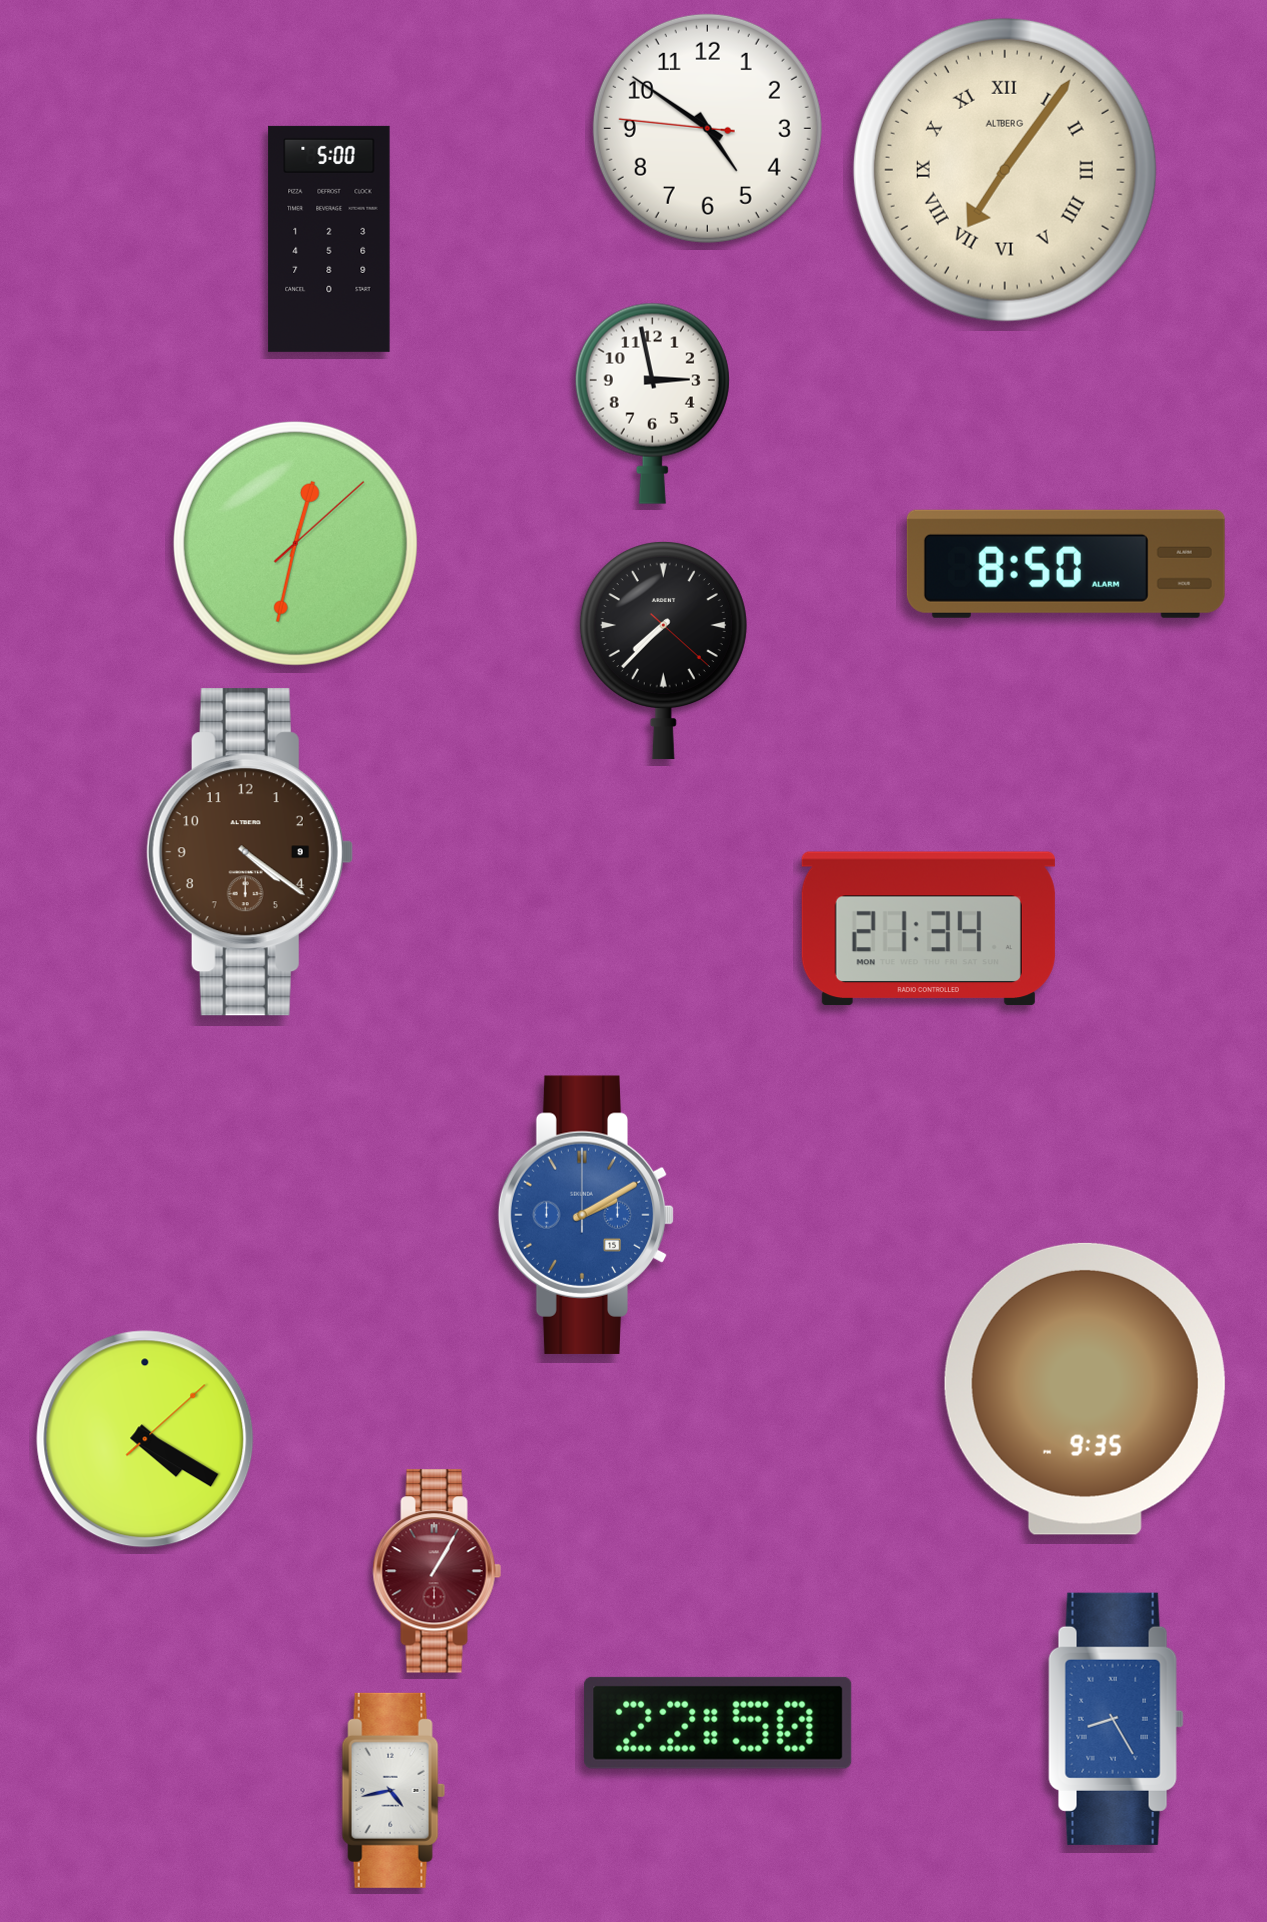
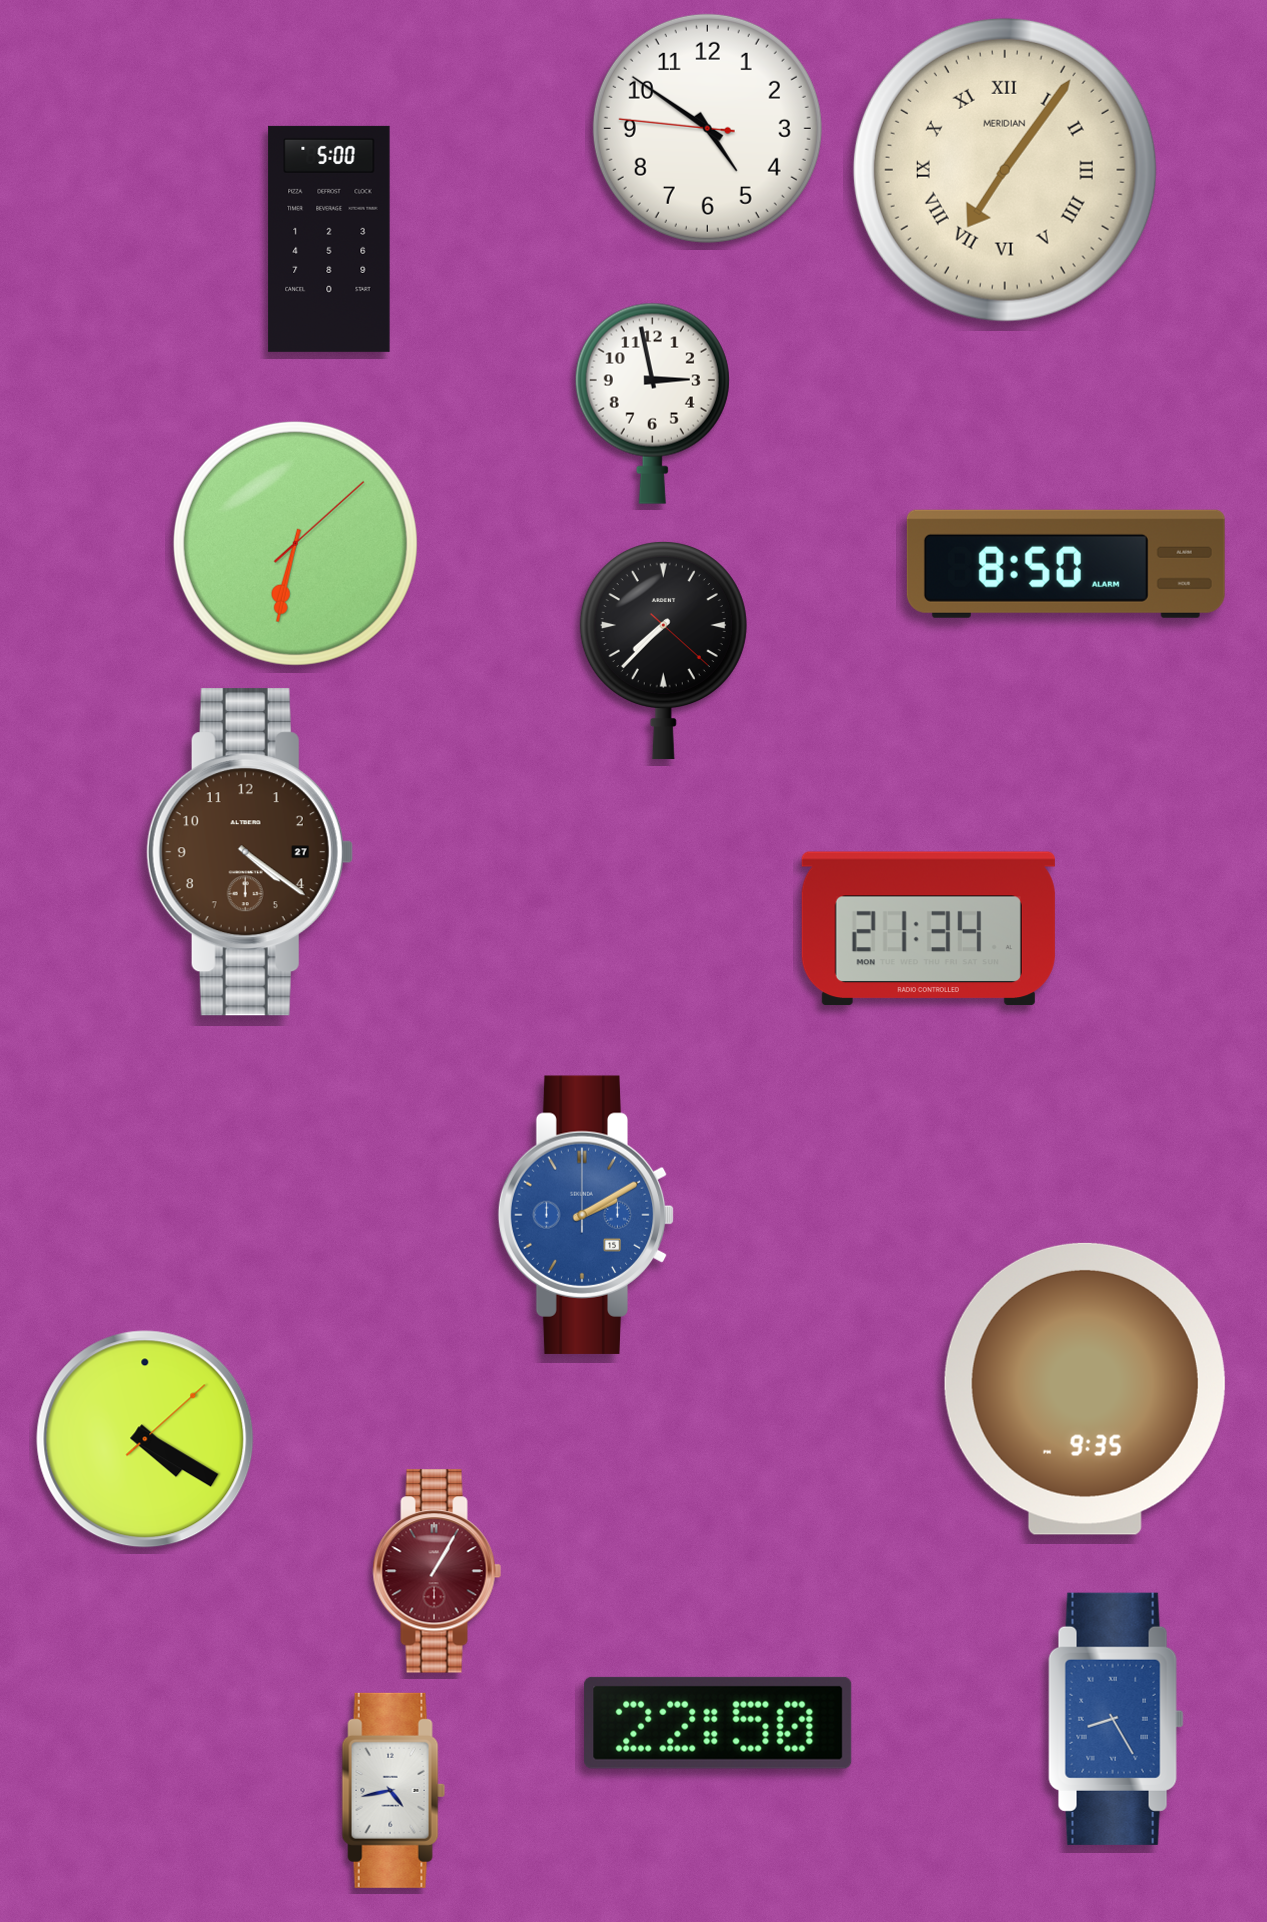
clock at (1005, 170) brand: ALTBERG -> MERIDIAN
clock at (295, 543): 12:32 -> 6:32
clock at (250, 852) date: 9 -> 27
